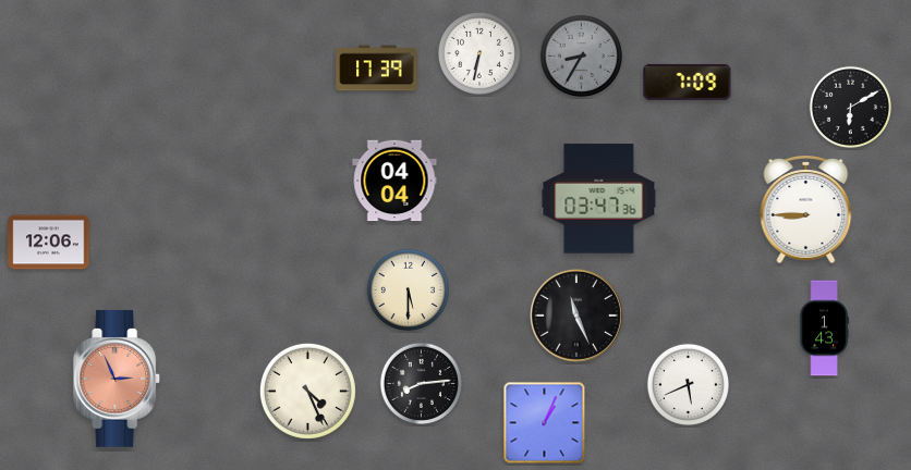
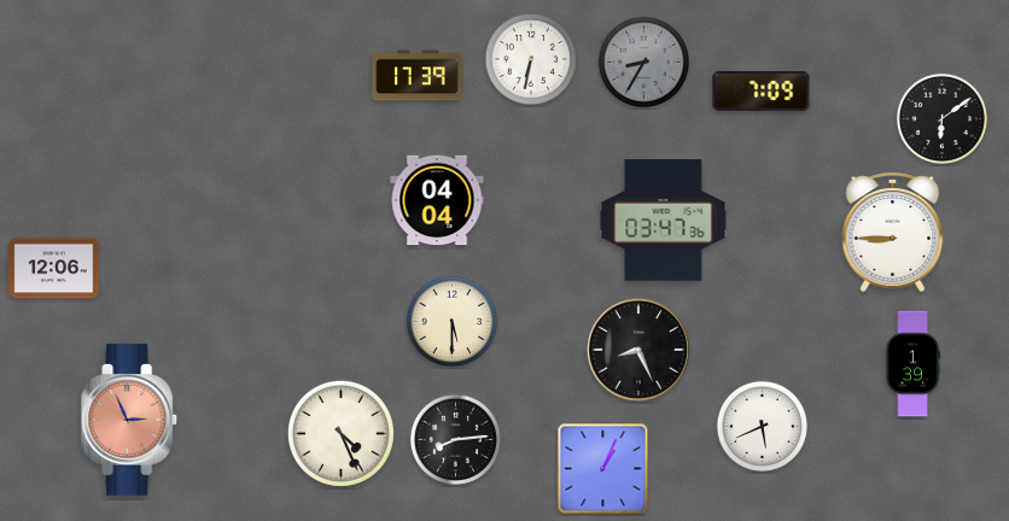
clock at (850, 107): 6:10 -> 6:09
clock at (576, 316): 11:26 -> 8:26
clock at (824, 329): 1:43 -> 1:39
clock at (421, 383) position: (421, 383) -> (455, 439)
